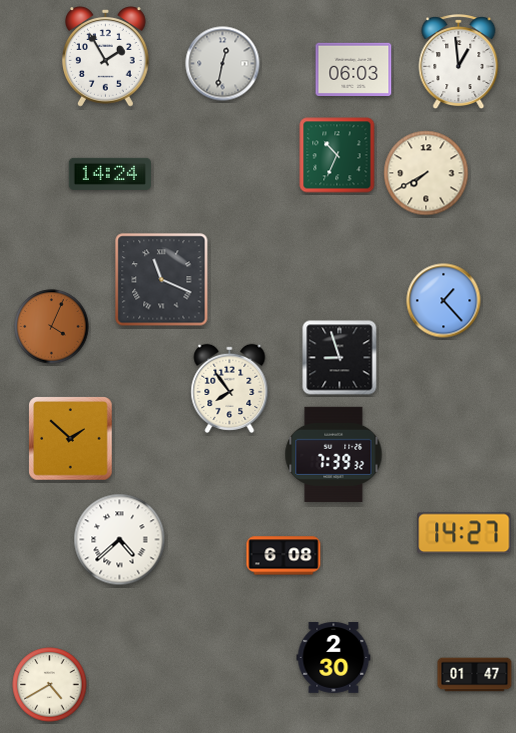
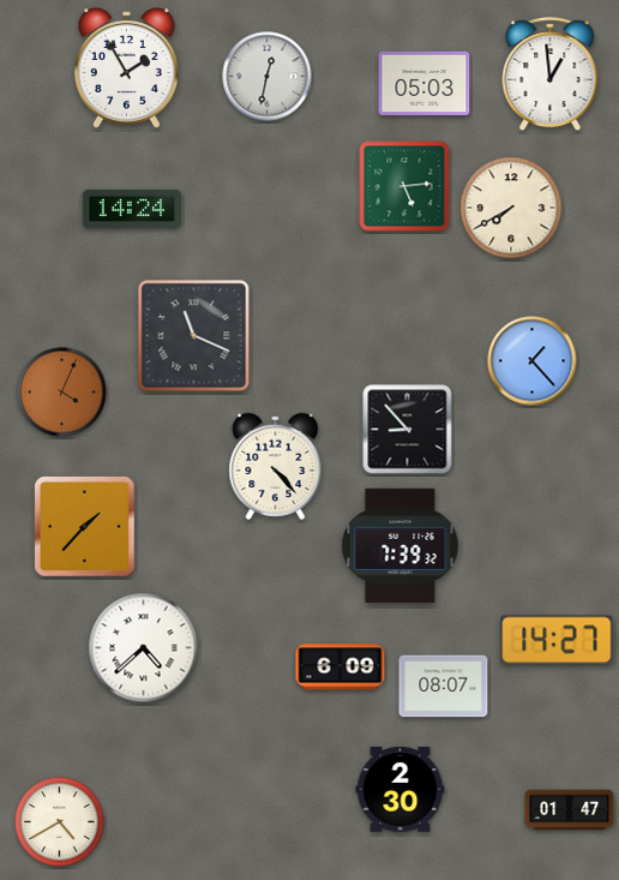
clock at (354, 69): 06:03 -> 05:03
clock at (337, 155): 10:34 -> 5:14
clock at (340, 358): 8:57 -> 8:53
clock at (230, 388): 7:54 -> 4:23
clock at (71, 439): 1:52 -> 1:37
clock at (284, 556): 6:08 -> 6:09
clock at (444, 687): none -> 08:07
